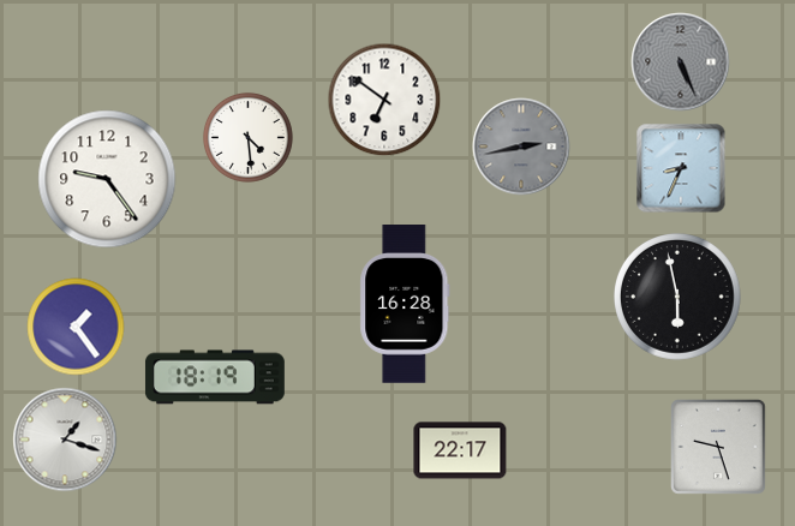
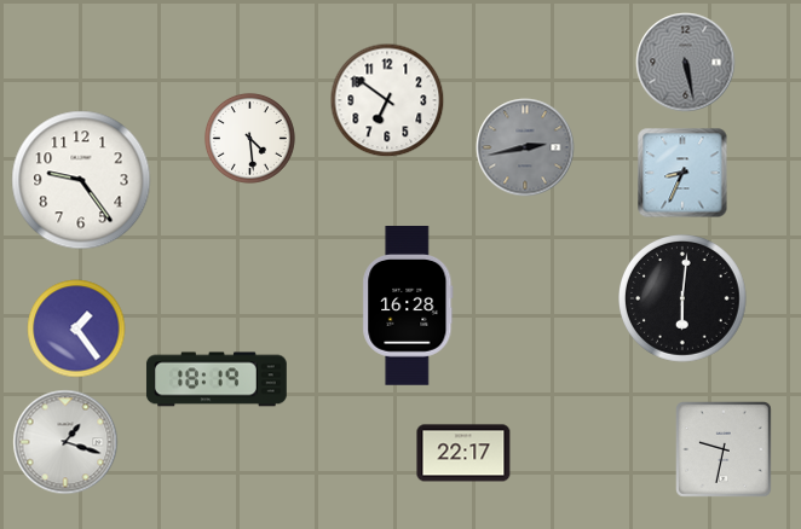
clock at (681, 62): 5:26 -> 5:28
clock at (681, 168) position: (681, 168) -> (682, 173)
clock at (107, 179) position: (107, 179) -> (81, 180)
clock at (679, 298): 5:58 -> 6:01
clock at (719, 448): 9:27 -> 9:32
